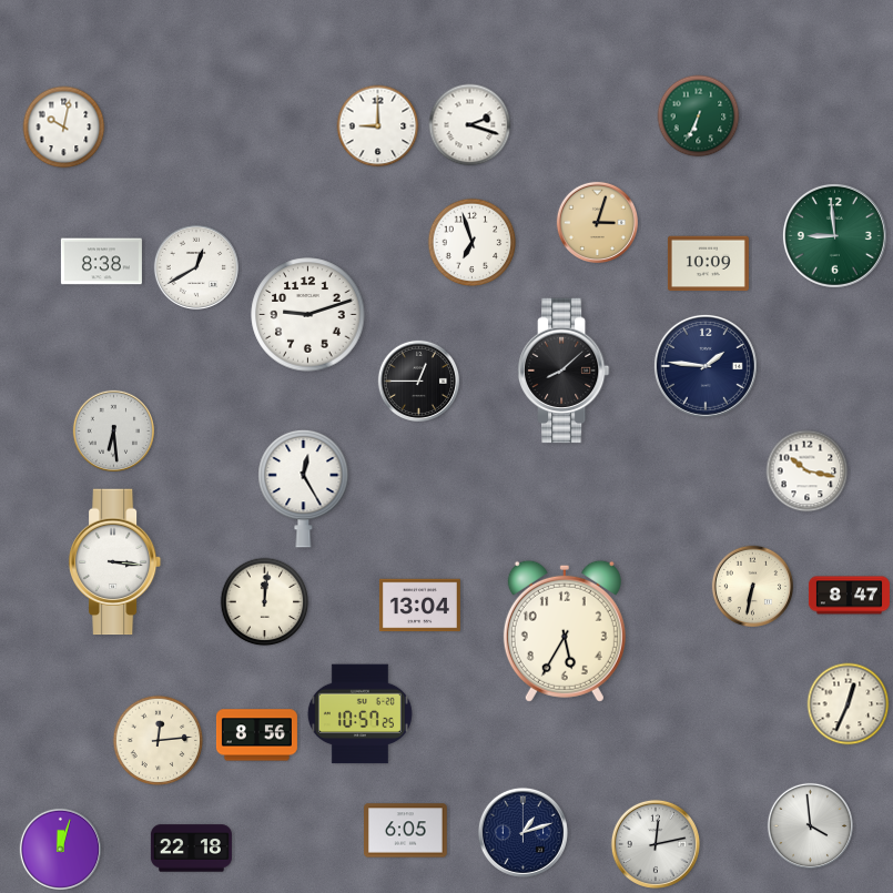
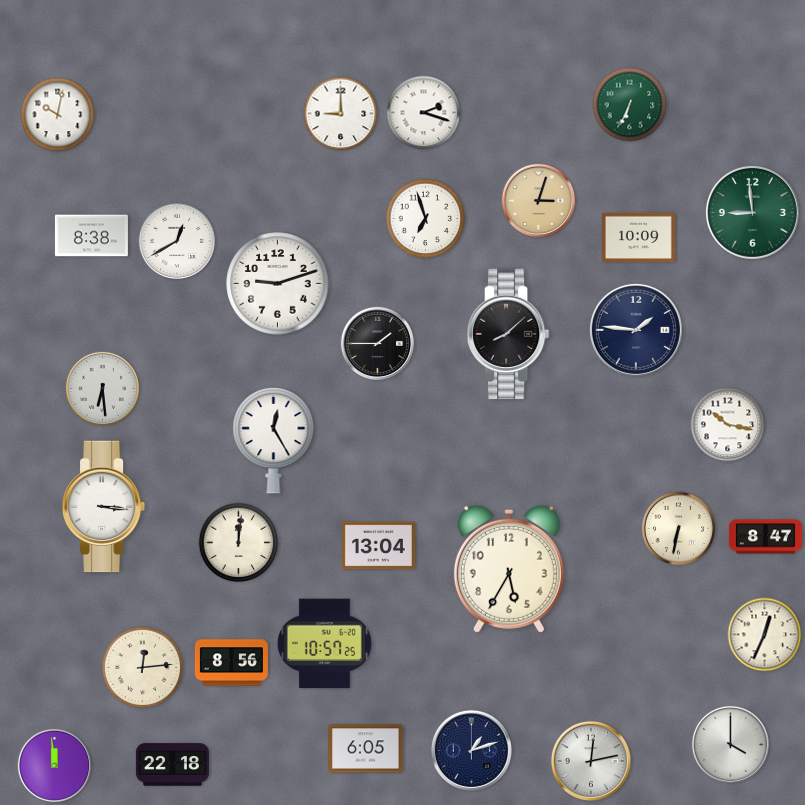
clock at (418, 380): 12:45 -> 1:45
clock at (810, 825): 3:59 -> 4:00
clock at (60, 849): 12:03 -> 11:59
